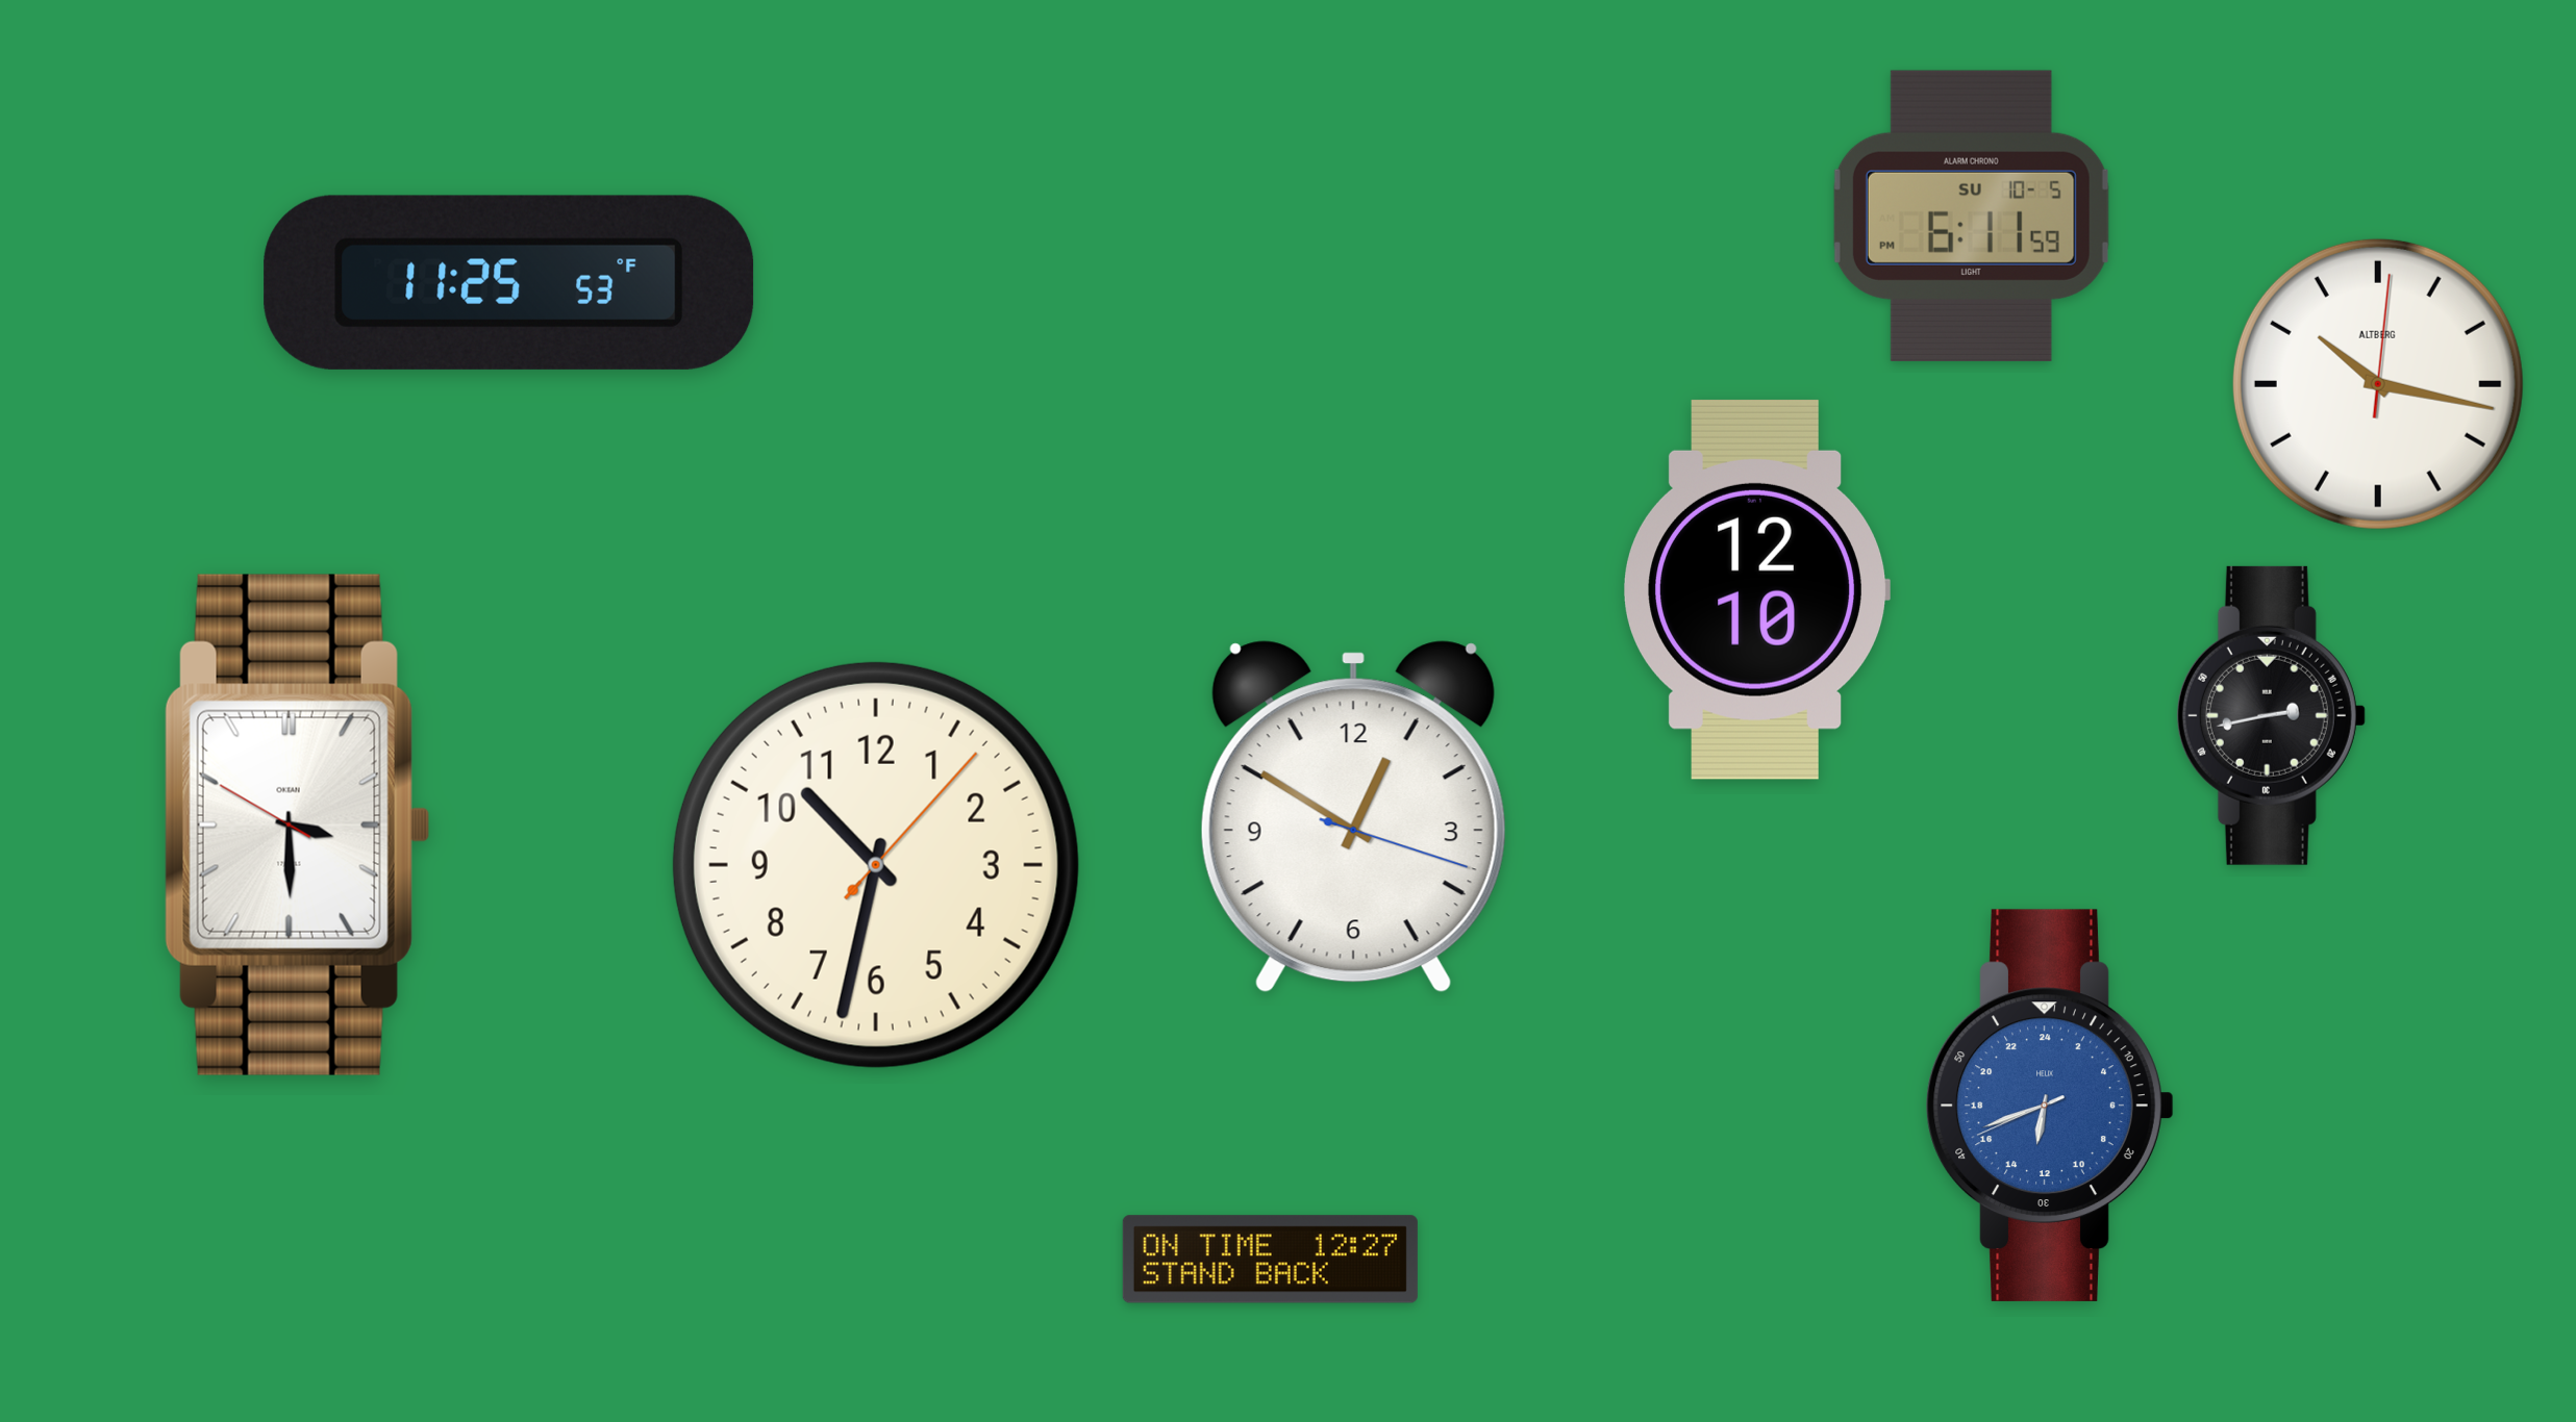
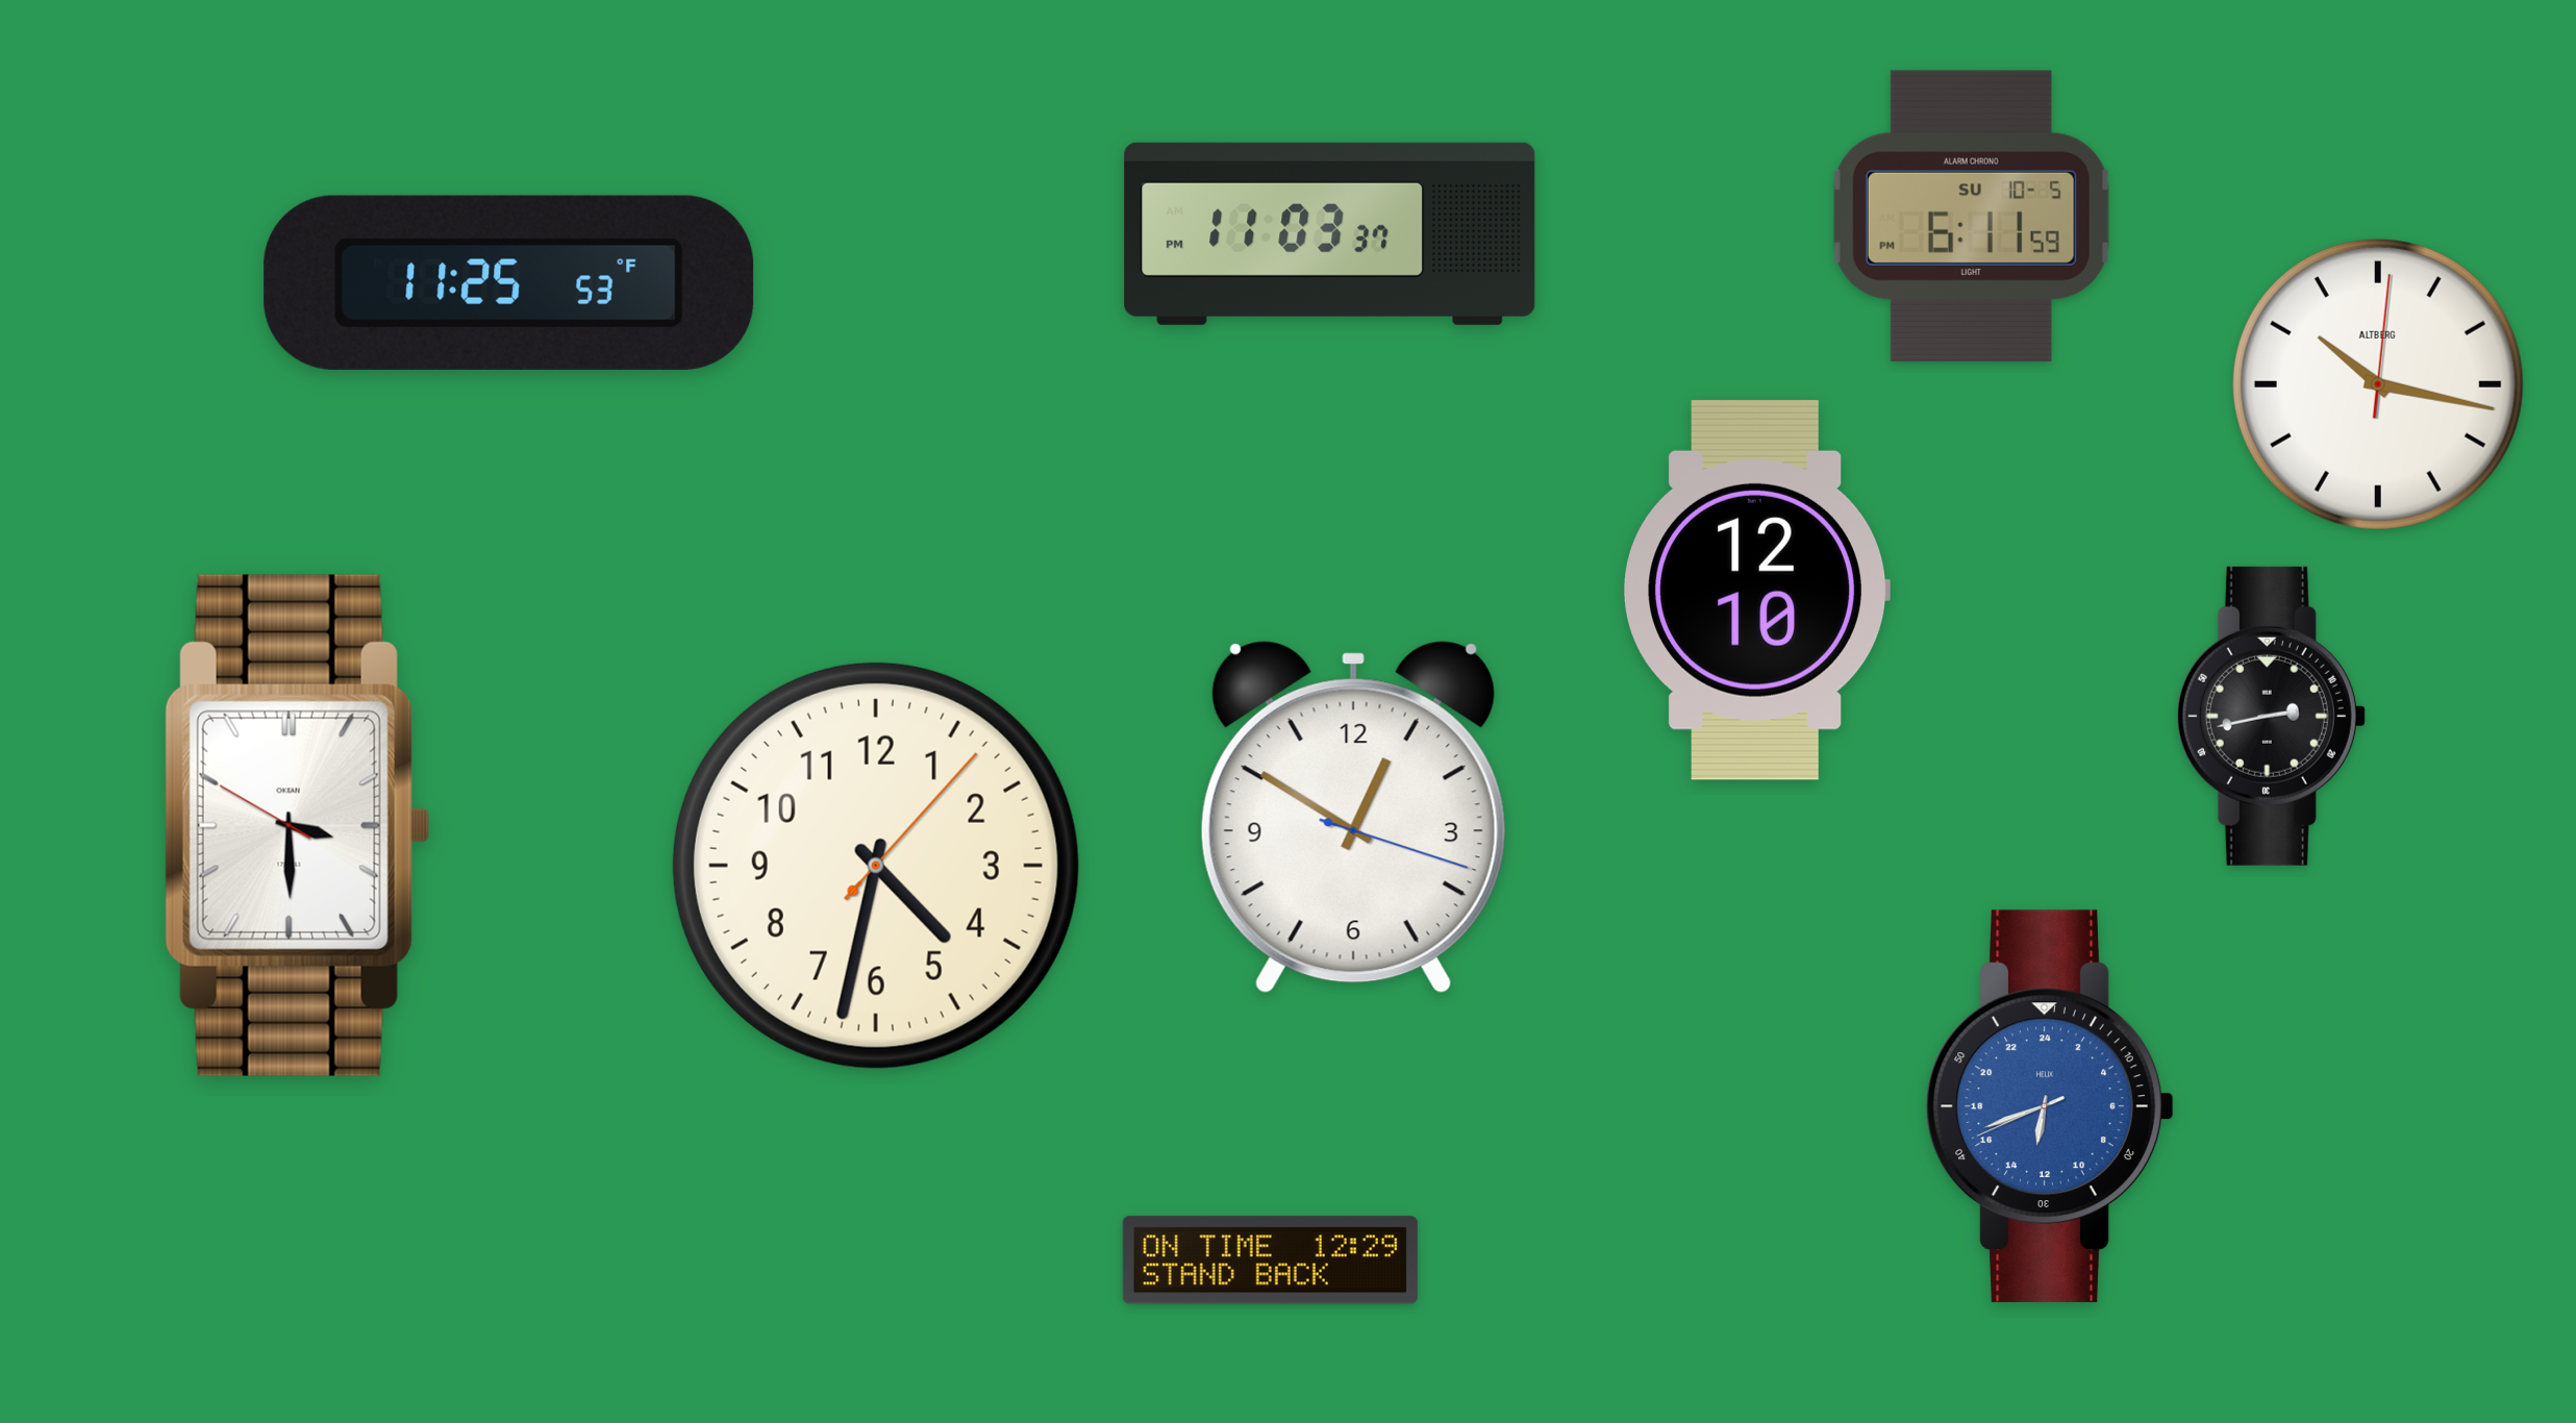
clock at (1330, 233): none -> 11:03
clock at (876, 865): 10:32 -> 4:32
clock at (1270, 1260): 12:27 -> 12:29
